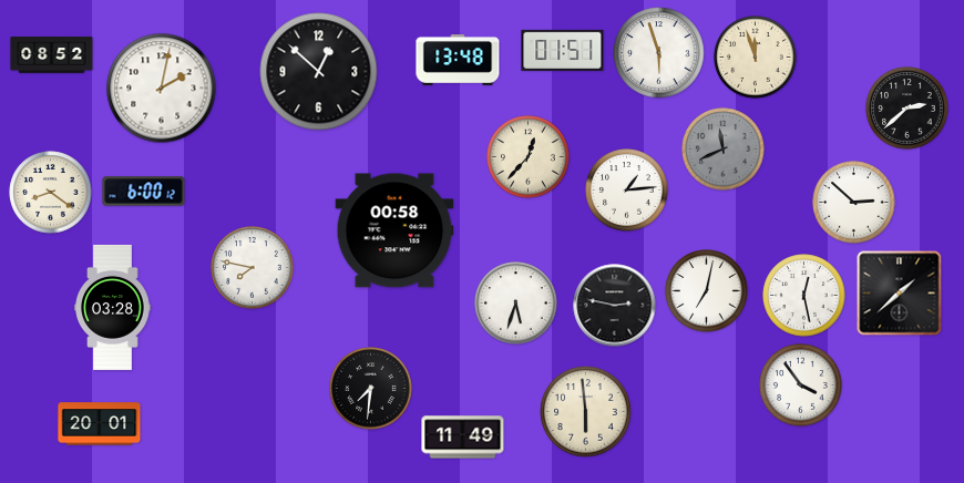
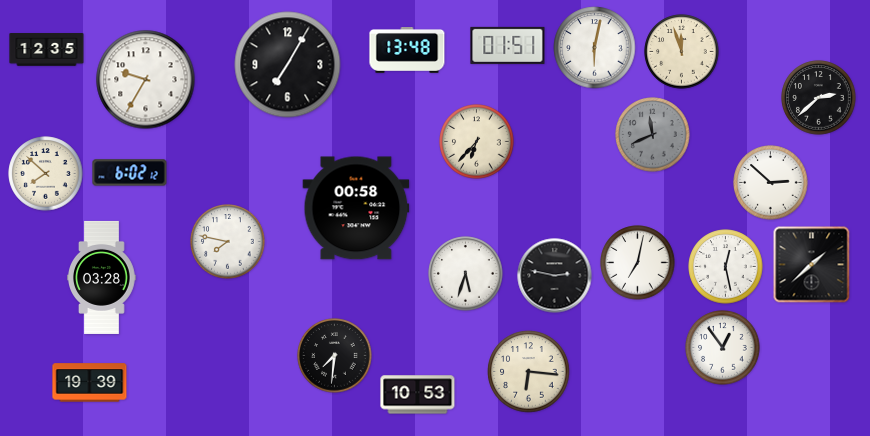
clock at (659, 53): 5:57 -> 6:02
clock at (52, 55): 08:52 -> 12:35
clock at (458, 61) position: (458, 61) -> (407, 51)
clock at (319, 72): 12:52 -> 7:05
clock at (162, 89): 2:02 -> 9:35
clock at (529, 157): 12:37 -> 6:37
clock at (627, 191): 1:14 -> none
clock at (144, 192): 6:00 -> 6:02
clock at (51, 193): 8:21 -> 7:52
clock at (801, 386): 3:54 -> 12:54
clock at (371, 389) position: (371, 389) -> (335, 356)
clock at (586, 412): 5:59 -> 6:16
clock at (100, 424): 20:01 -> 19:39
clock at (463, 438): 11:49 -> 10:53
